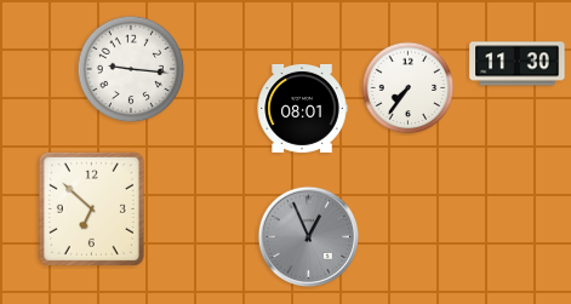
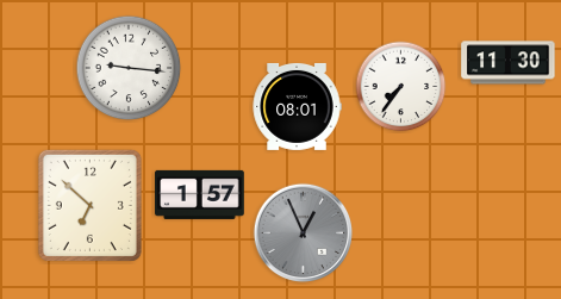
clock at (200, 194): none -> 1:57
